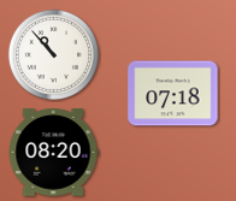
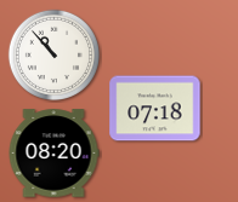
clock at (173, 94) position: (173, 94) -> (155, 109)
